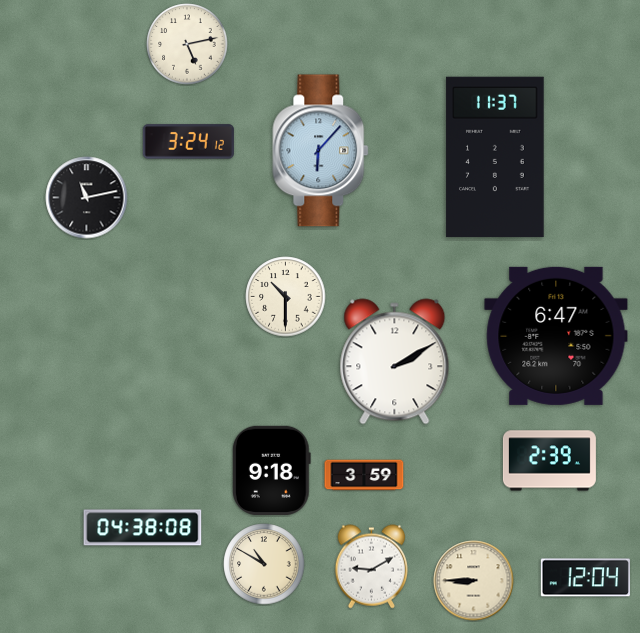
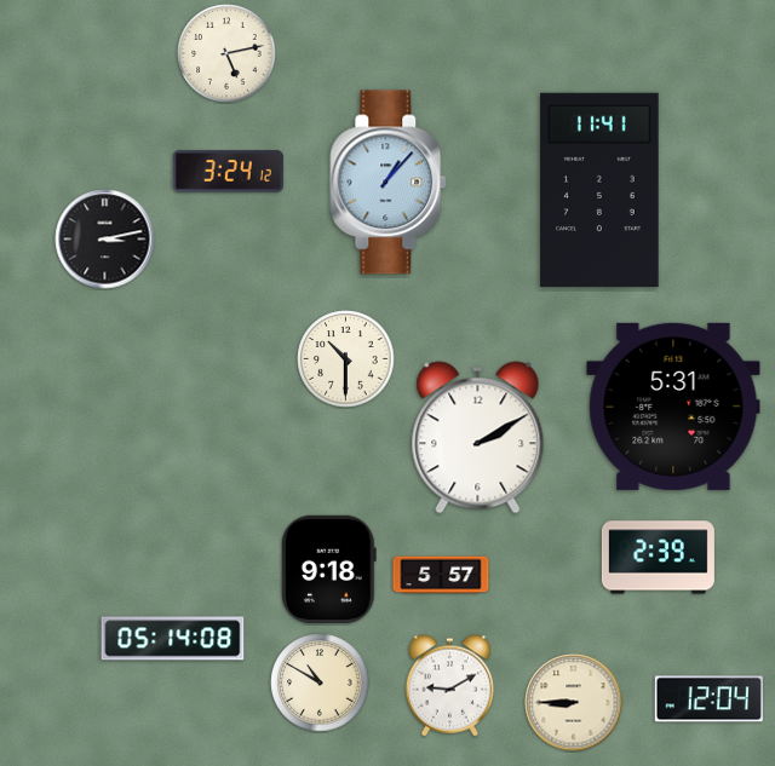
clock at (321, 151): 6:07 -> 1:07
clock at (495, 157): 11:37 -> 11:41
clock at (87, 198): 11:13 -> 3:13
clock at (556, 336): 6:47 -> 5:31
clock at (549, 461) position: (549, 461) -> (658, 558)
clock at (364, 475): 3:59 -> 5:57
clock at (143, 528): 04:38 -> 05:14
